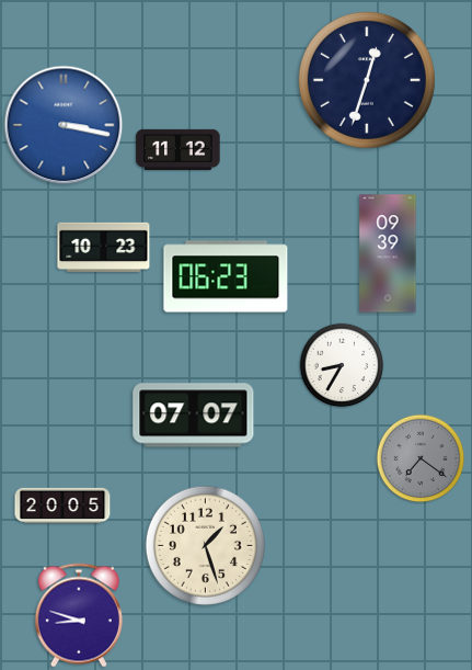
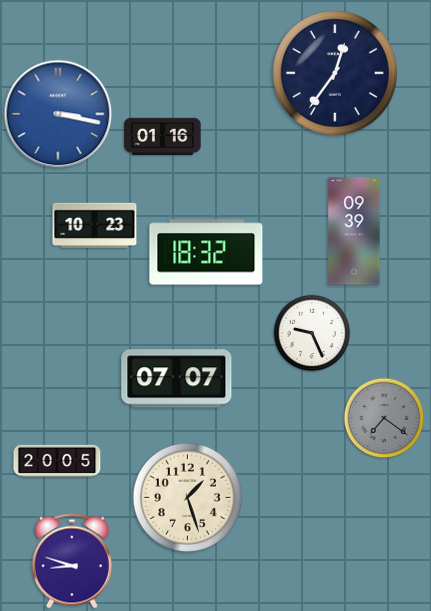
clock at (367, 80): 12:33 -> 12:36
clock at (179, 149): 11:12 -> 01:16
clock at (226, 276): 06:23 -> 18:32
clock at (342, 365): 8:35 -> 9:26
